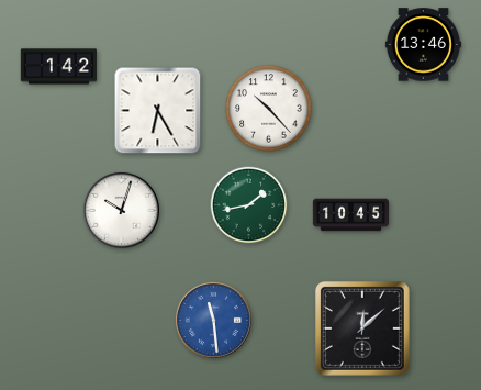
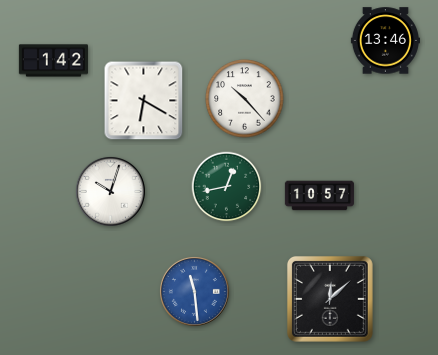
clock at (158, 111): 6:25 -> 6:20
clock at (249, 205): 1:43 -> 12:43
clock at (350, 215): 10:45 -> 10:57
